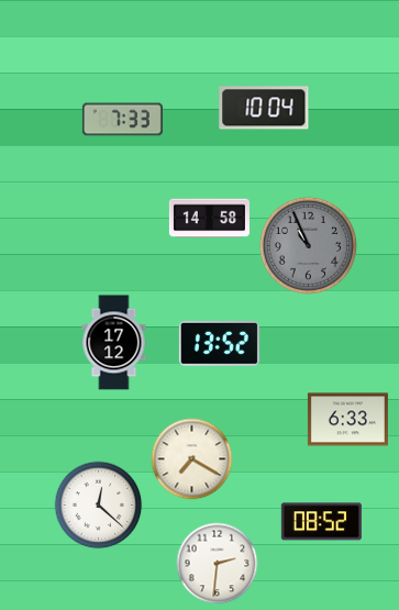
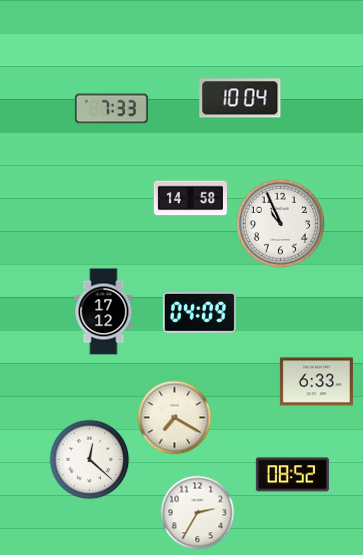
clock at (308, 245) dial: grey -> white
clock at (219, 343): 13:52 -> 04:09
clock at (218, 564): 2:31 -> 2:35
